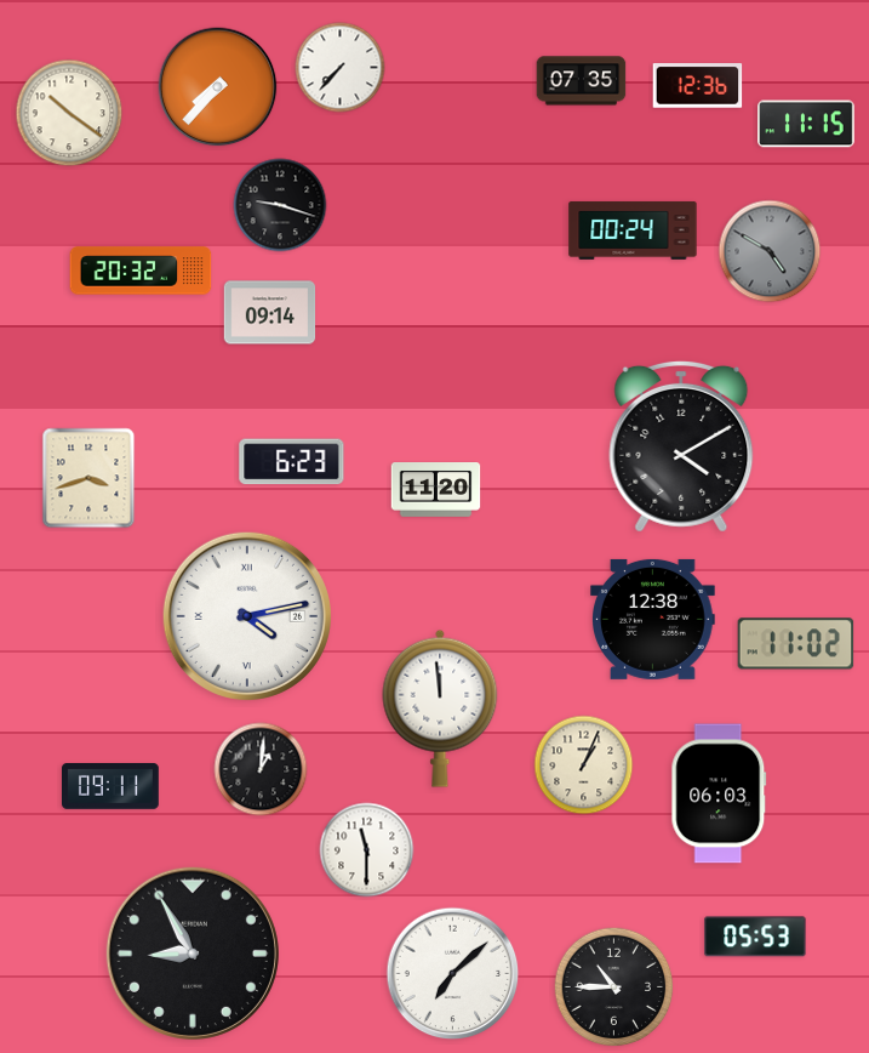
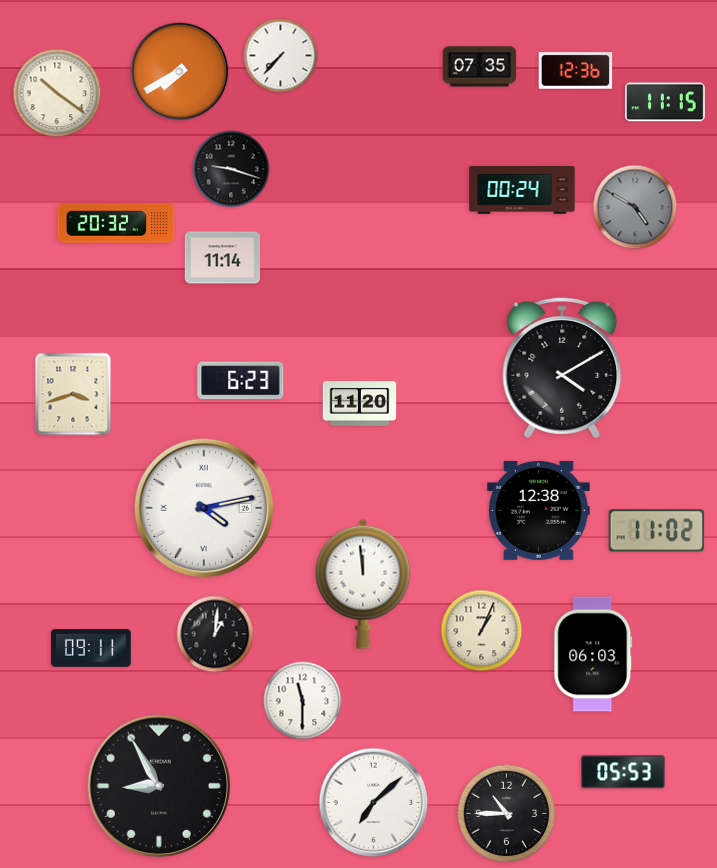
clock at (218, 87): 7:37 -> 7:40
clock at (270, 313): 09:14 -> 11:14
